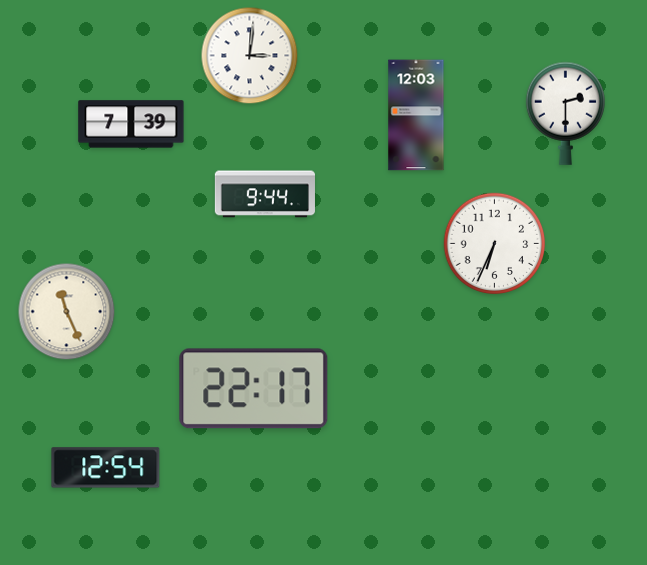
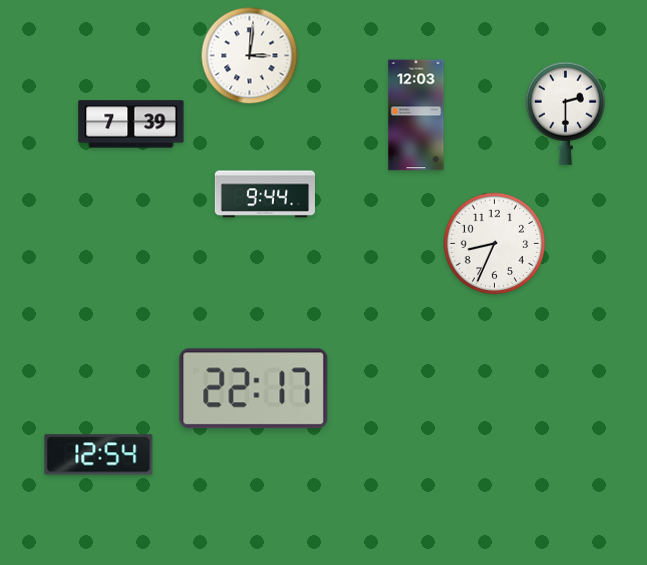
clock at (495, 244): 6:34 -> 8:34
clock at (67, 312): 11:26 -> none
clock at (106, 468) position: (106, 468) -> (99, 455)
